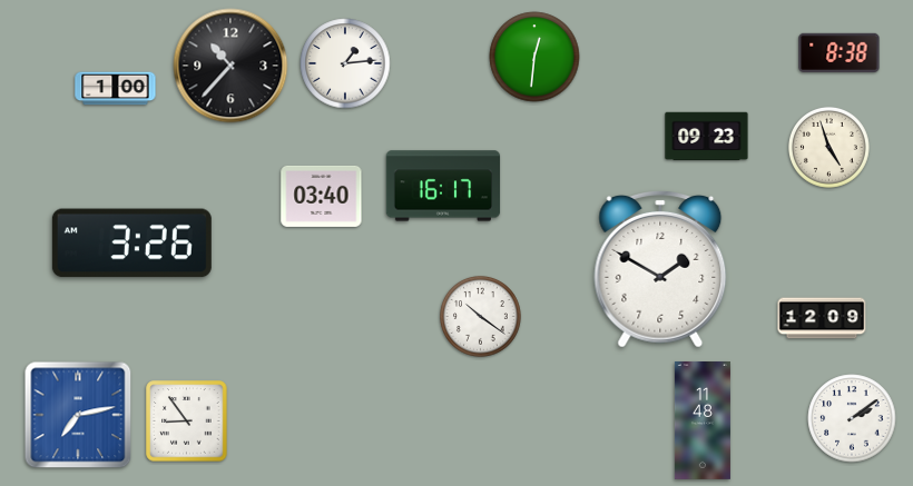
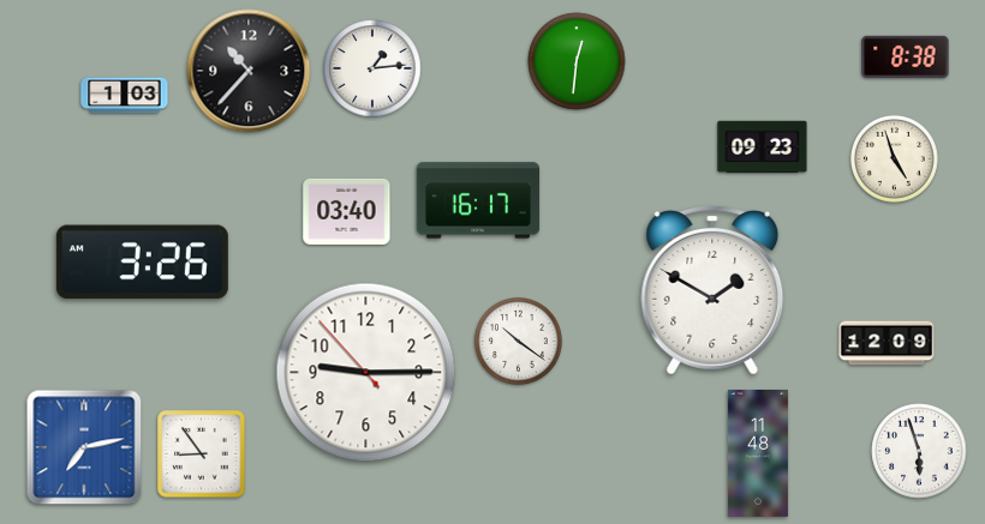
clock at (116, 89): 1:00 -> 1:03
clock at (366, 373): none -> 9:14
clock at (852, 418): 2:09 -> 5:57
